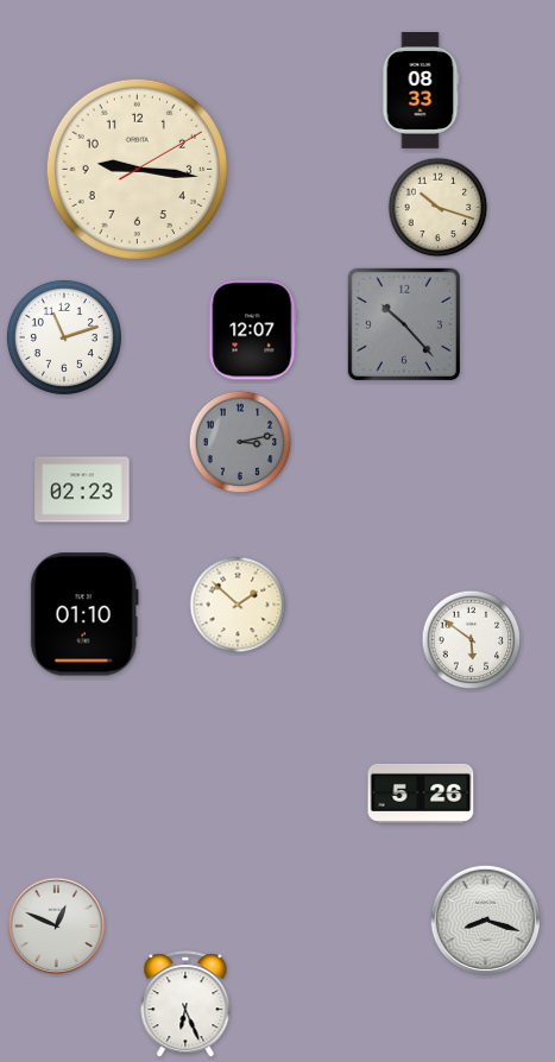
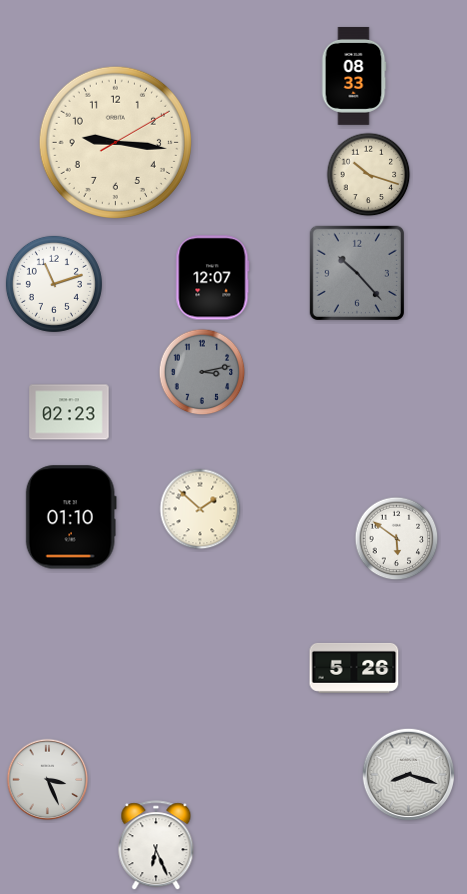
clock at (404, 324) position: (404, 324) -> (357, 273)
clock at (57, 927): 12:49 -> 3:26
